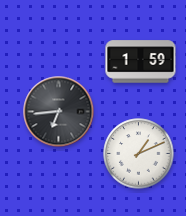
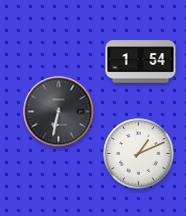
clock at (141, 62): 1:59 -> 1:54
clock at (59, 112): 6:44 -> 6:32
